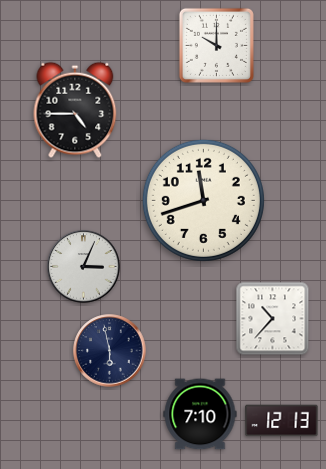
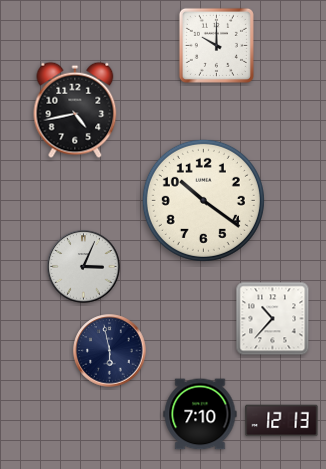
clock at (75, 110): 4:45 -> 4:43
clock at (203, 200): 11:42 -> 10:21
